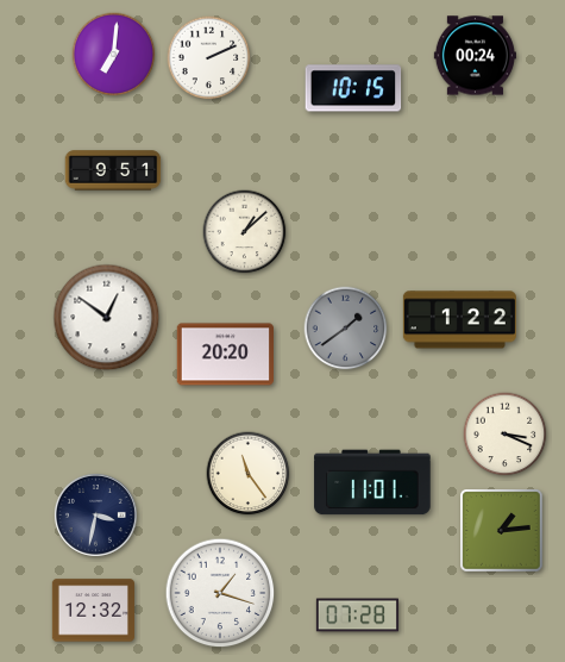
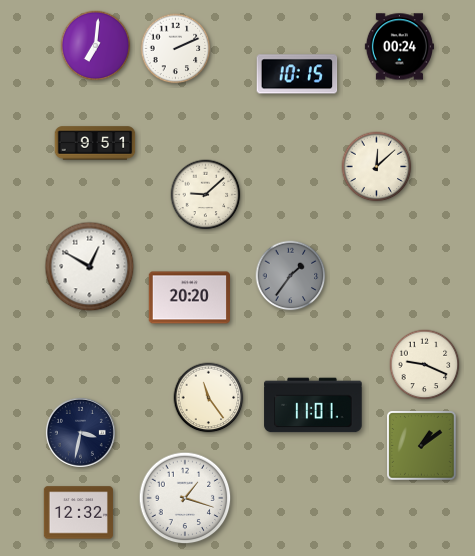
clock at (377, 167): none -> 12:08
clock at (245, 232): 1:08 -> 9:08
clock at (107, 318): 12:51 -> 12:50
clock at (459, 320): 1:22 -> none
clock at (346, 329): 1:39 -> 1:36
clock at (506, 435): 3:19 -> 9:19
clock at (502, 531): 1:14 -> 1:09
clock at (357, 616): 07:28 -> none
